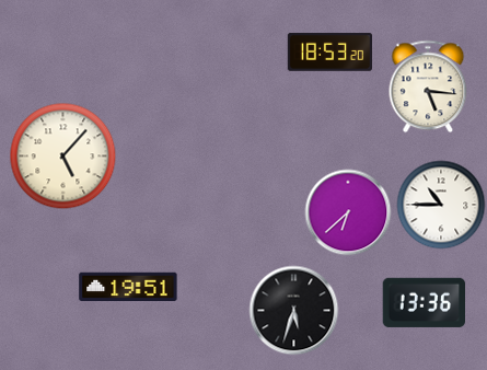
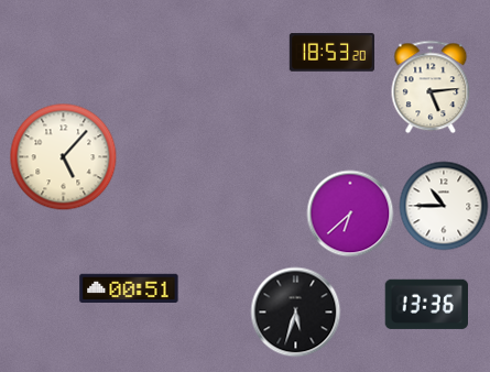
clock at (428, 86): 5:16 -> 5:14
clock at (128, 286): 19:51 -> 00:51
